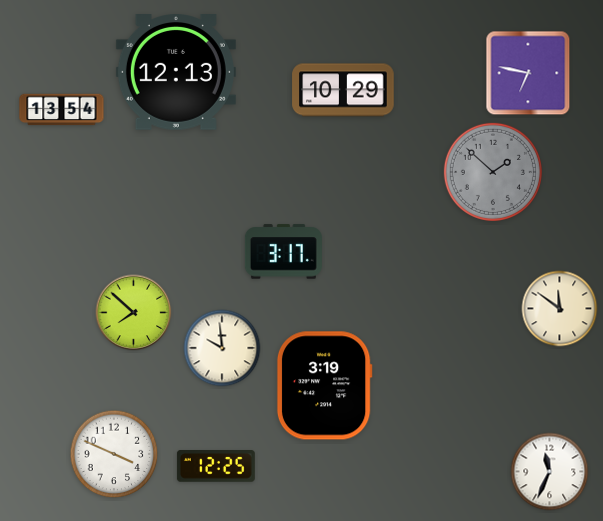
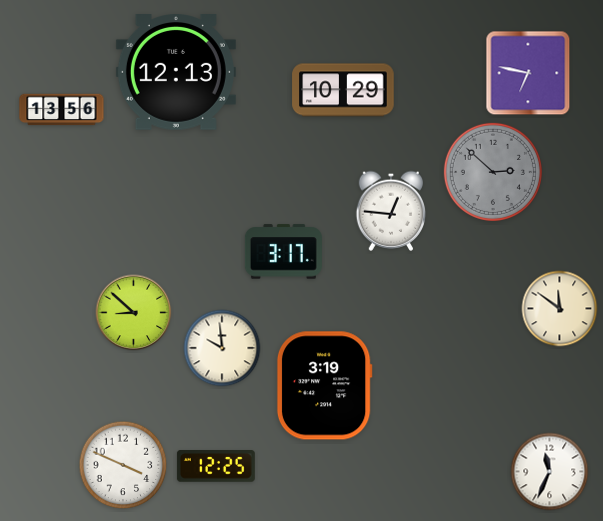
clock at (62, 110): 13:54 -> 13:56
clock at (493, 172): 1:52 -> 2:52
clock at (391, 211): none -> 12:46
clock at (134, 313): 7:52 -> 8:52
clock at (114, 454) position: (114, 454) -> (123, 465)
